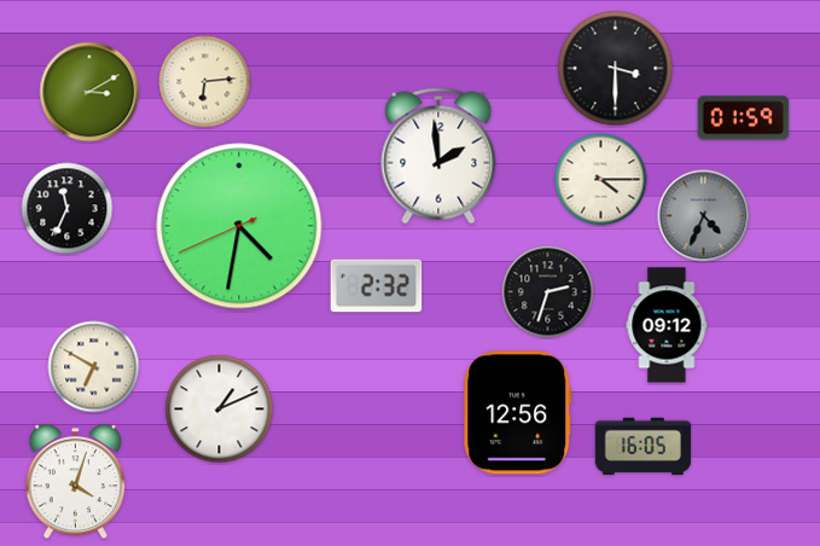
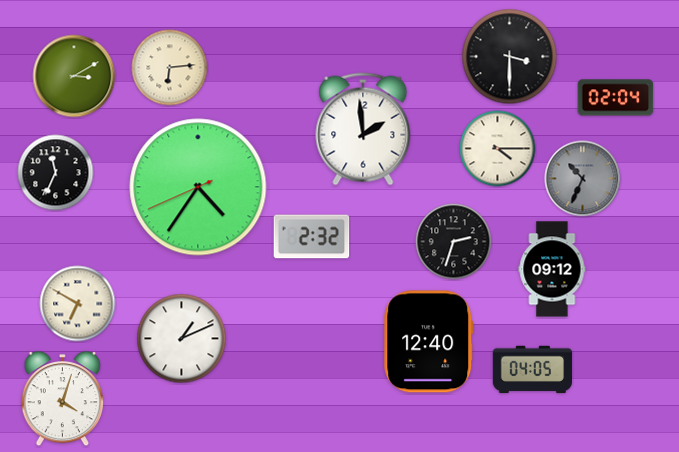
clock at (744, 118): 01:59 -> 02:04
clock at (704, 216): 4:34 -> 10:34
clock at (239, 226): 4:31 -> 4:35
clock at (518, 413): 12:56 -> 12:40
clock at (642, 447): 16:05 -> 04:05
